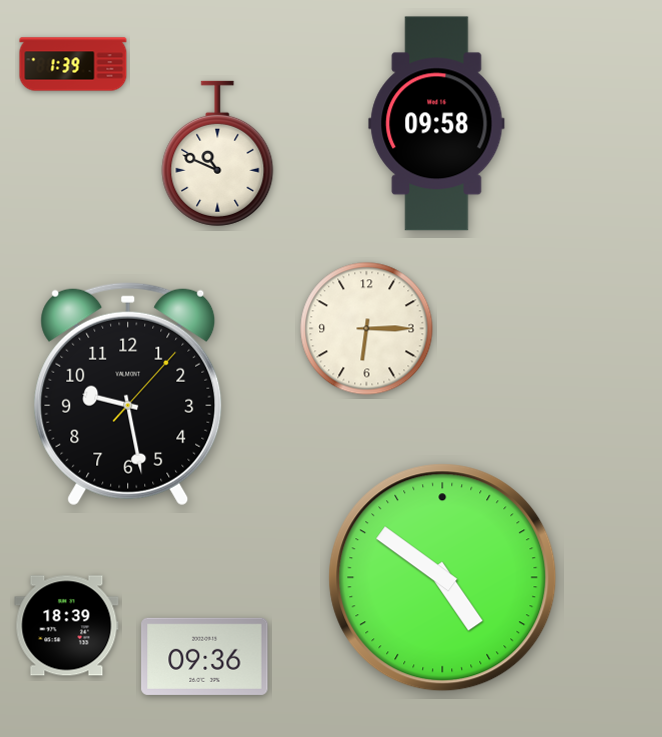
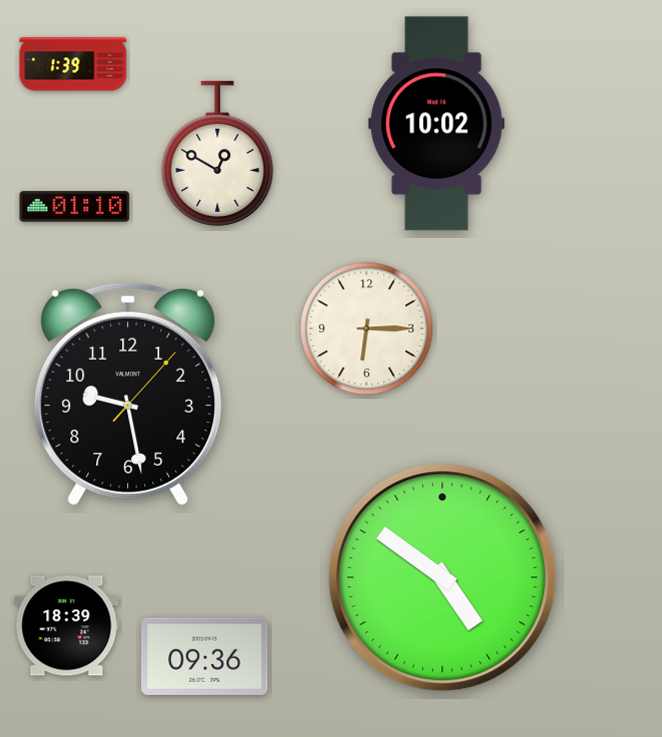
clock at (437, 124): 09:58 -> 10:02
clock at (218, 153): 10:49 -> 12:50
clock at (75, 207): none -> 01:10
